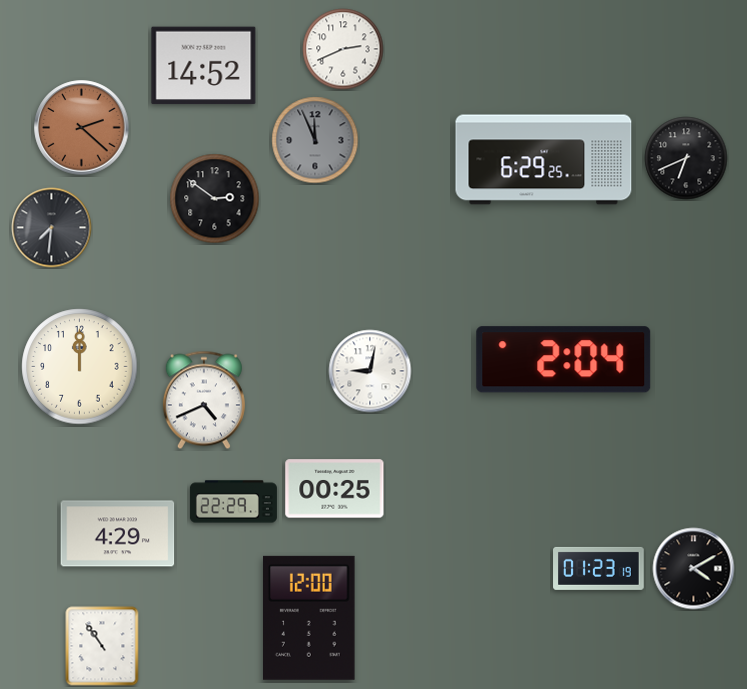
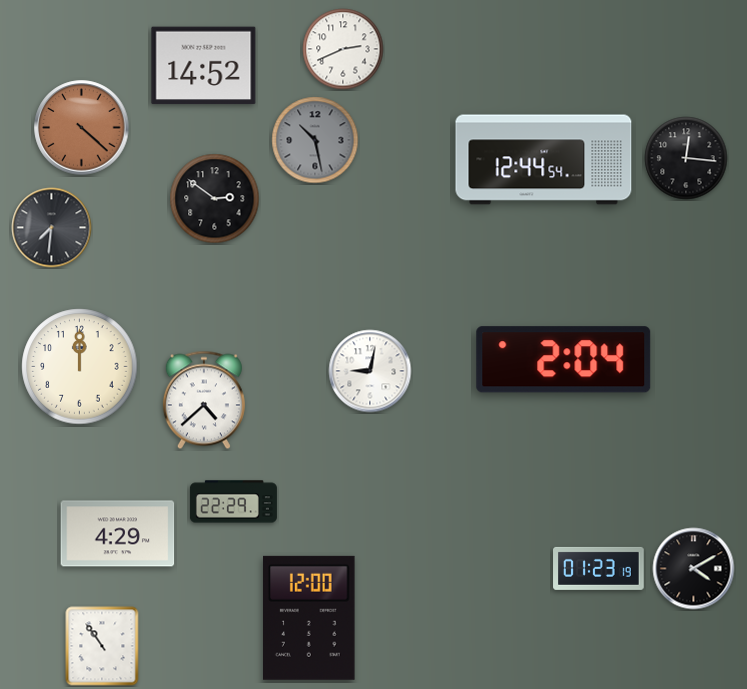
clock at (82, 128): 2:22 -> 4:22
clock at (315, 140): 11:56 -> 10:28
clock at (686, 158): 6:41 -> 12:16
clock at (544, 160): 6:29 -> 12:44
clock at (204, 400): 4:41 -> 4:38
clock at (335, 489): 00:25 -> none
